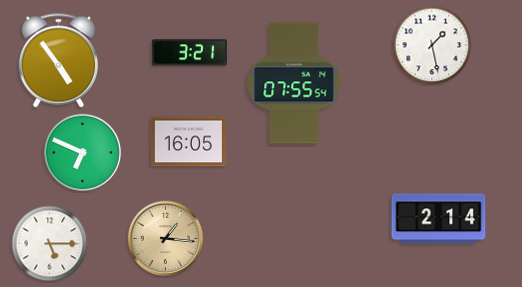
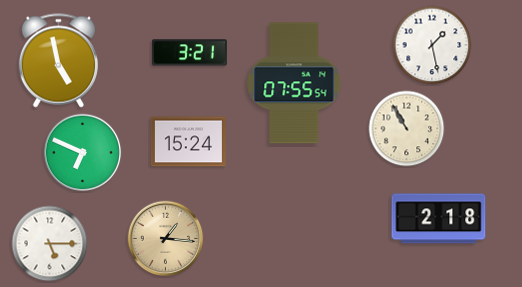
clock at (58, 61): 4:54 -> 4:58
clock at (407, 129): none -> 10:55
clock at (188, 142): 16:05 -> 15:24
clock at (439, 219): 2:14 -> 2:18
